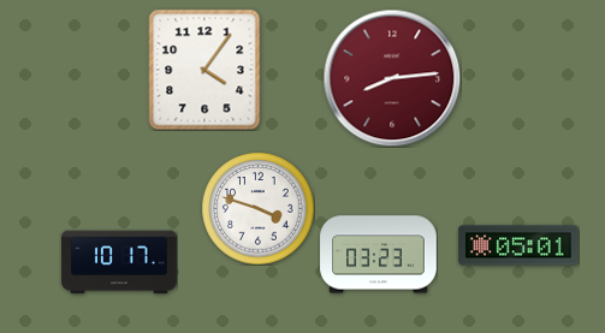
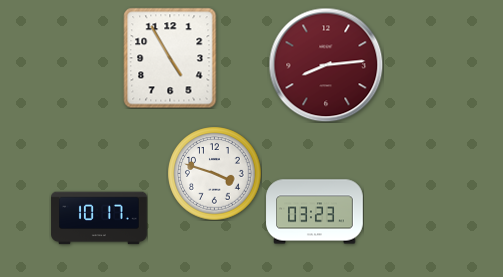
clock at (204, 70): 4:06 -> 4:55
clock at (518, 245): 05:01 -> none
